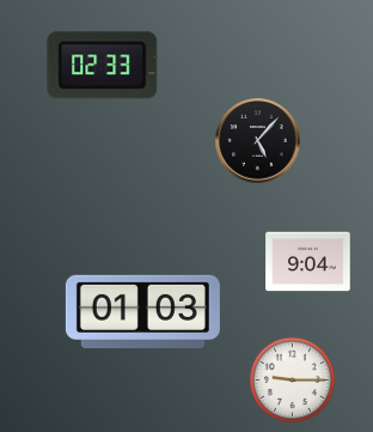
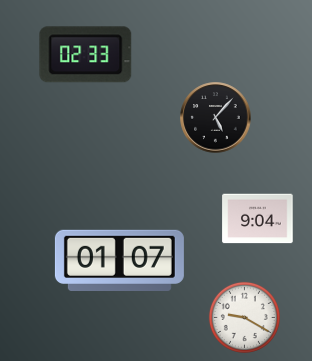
clock at (142, 311): 01:03 -> 01:07
clock at (292, 379): 9:15 -> 9:20
